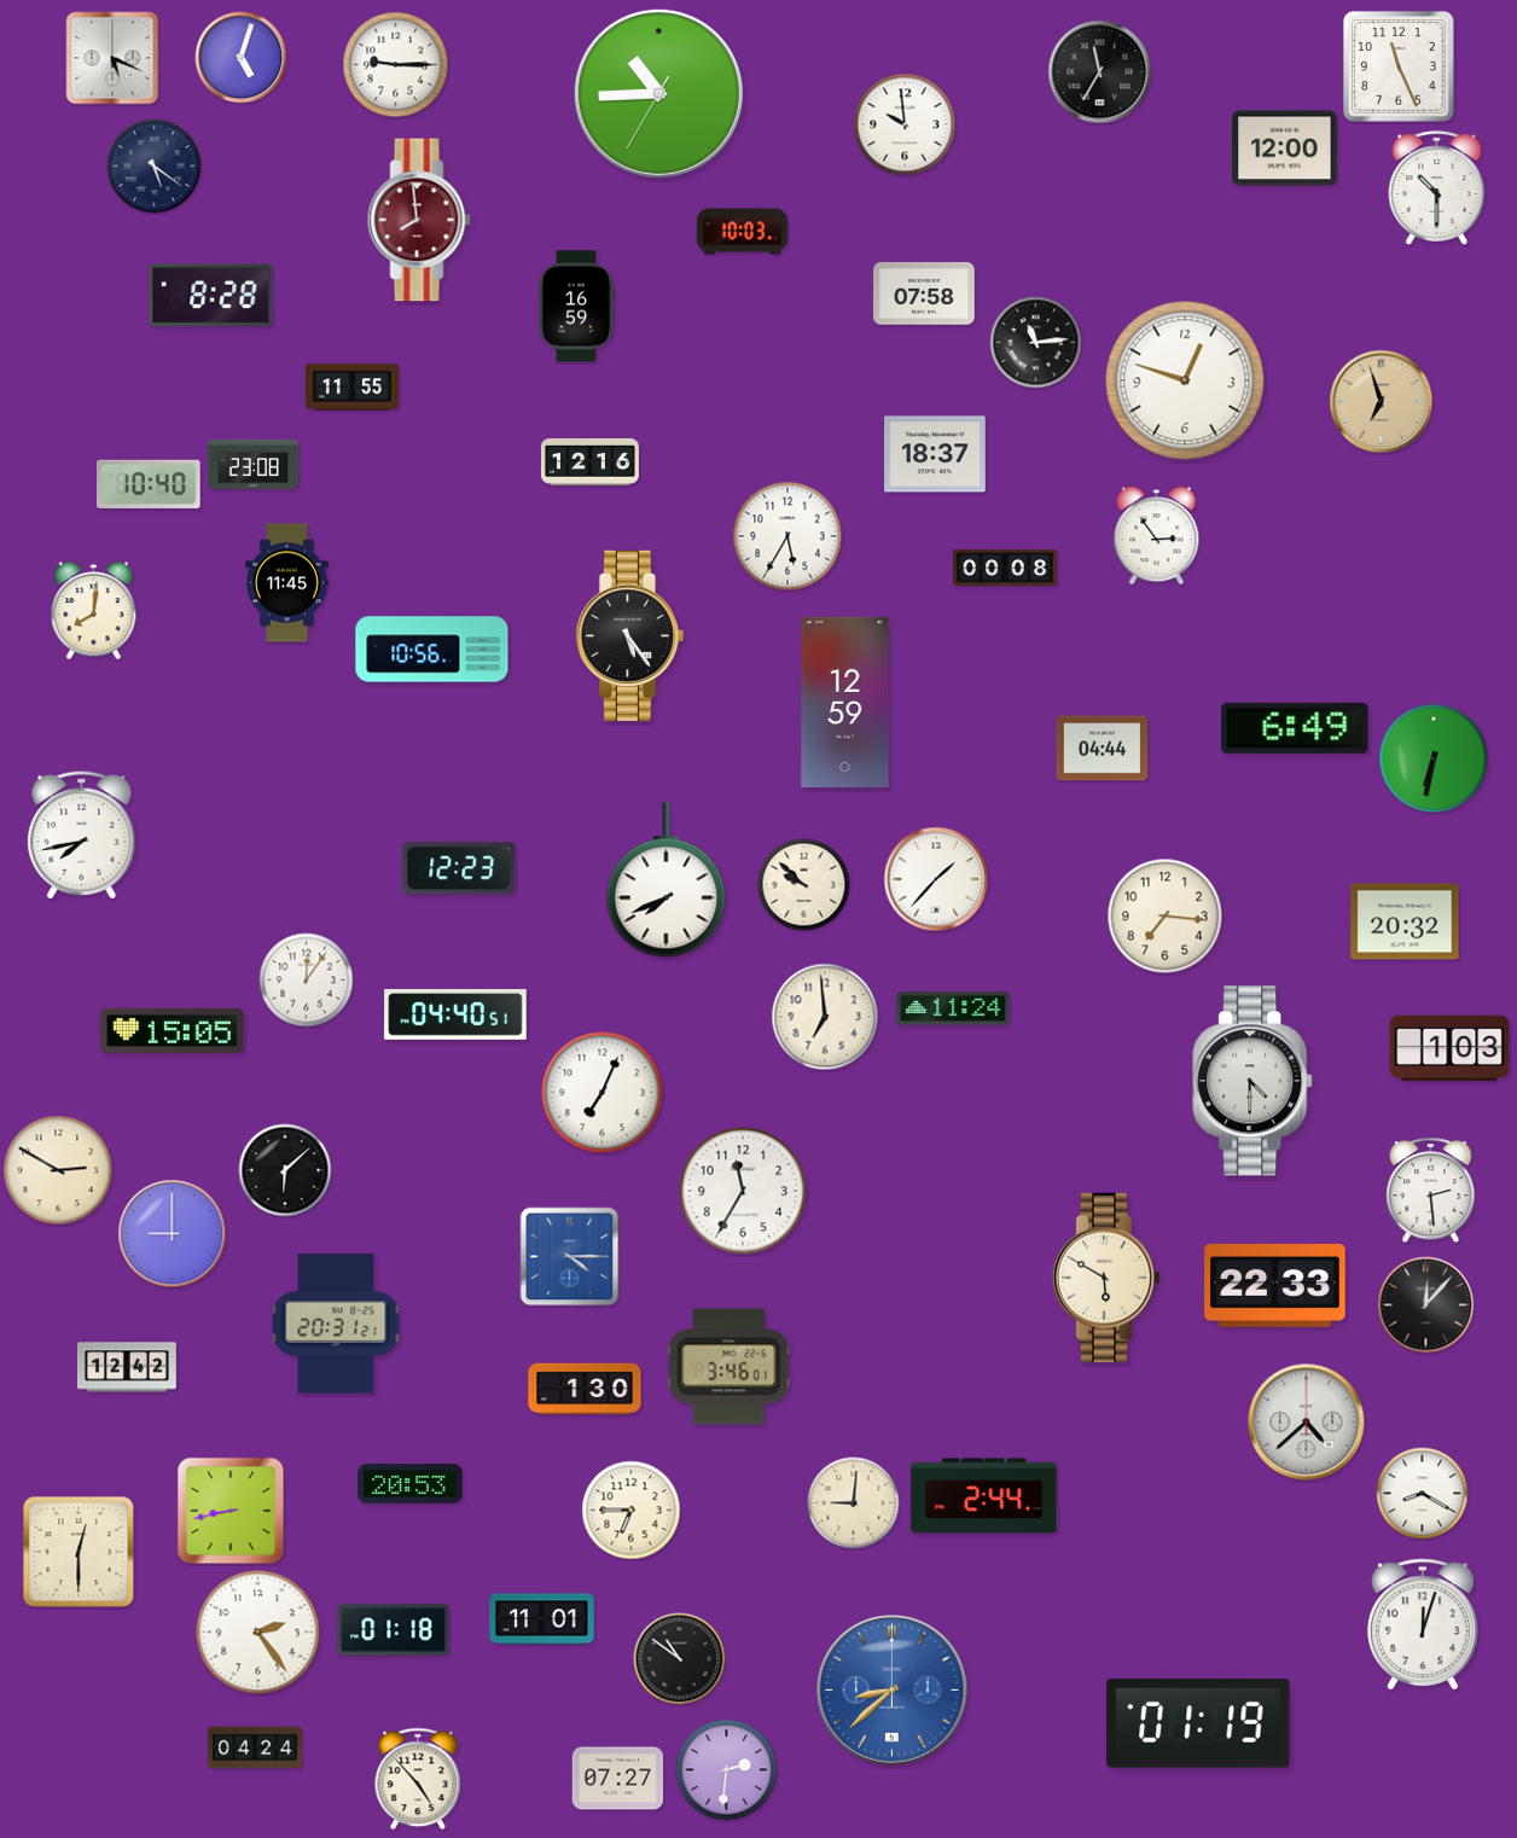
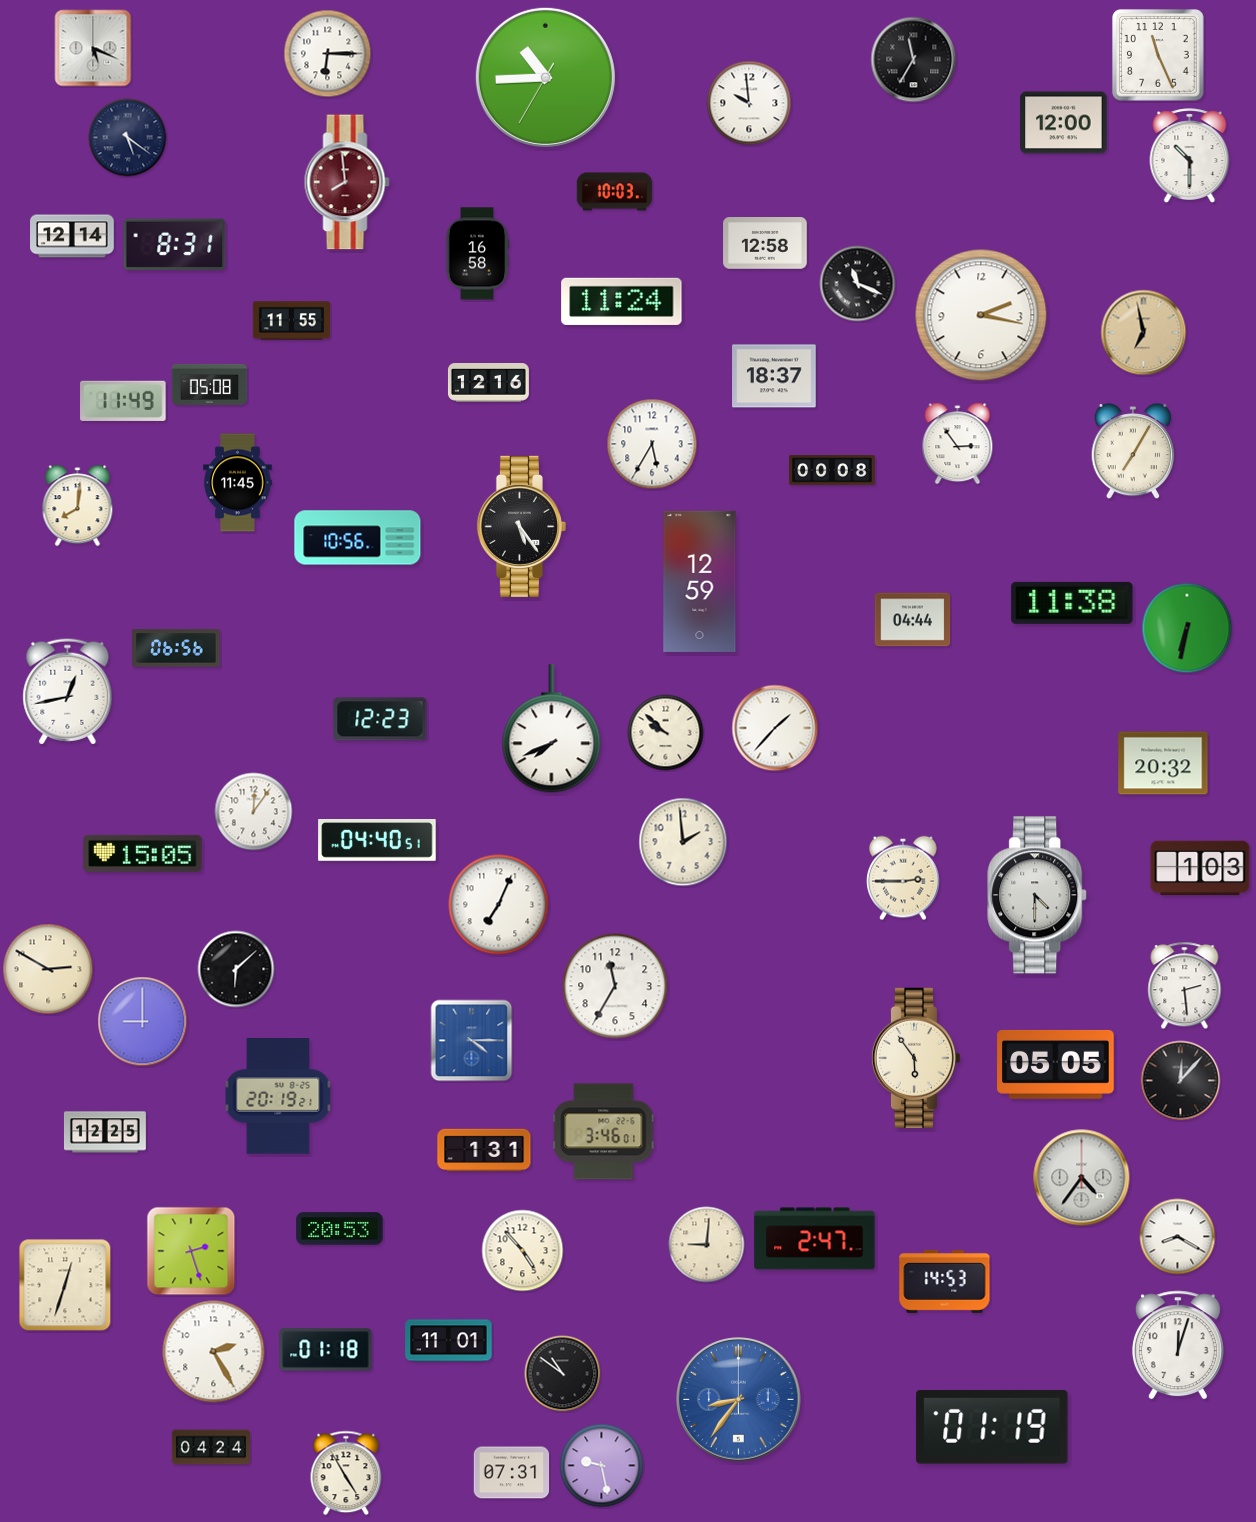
clock at (242, 58): 5:03 -> none
clock at (396, 65): 9:15 -> 6:15
clock at (1100, 72) position: (1100, 72) -> (914, 60)
clock at (72, 236): none -> 12:14
clock at (211, 295): 8:28 -> 8:31
clock at (924, 295): 07:58 -> 12:58
clock at (576, 307): 16:59 -> 16:58
clock at (1036, 343): 11:14 -> 11:19
clock at (622, 301): none -> 11:24
clock at (1185, 380): 12:48 -> 2:17
clock at (1382, 402): 6:57 -> 6:58
clock at (254, 464): 23:08 -> 05:08
clock at (149, 484): 10:40 -> 11:49
clock at (1133, 451): none -> 7:05
clock at (1295, 728): 6:49 -> 11:38
clock at (176, 648): none -> 06:56
clock at (82, 836): 7:43 -> 12:43
clock at (1166, 917): 7:16 -> none
clock at (953, 1008): 11:24 -> none
clock at (825, 1017): 6:59 -> 1:59
clock at (904, 878): none -> 2:45
clock at (1105, 1278): 5:50 -> 5:54
clock at (1275, 1285): 22:33 -> 05:05
clock at (336, 1325): 20:31 -> 20:19
clock at (127, 1367): 12:42 -> 12:25
clock at (585, 1389): 1:30 -> 1:31
clock at (1307, 1423): 4:38 -> 4:36
clock at (984, 1496): 2:44 -> 2:47
clock at (231, 1511): 8:43 -> 2:27
clock at (632, 1511): 6:45 -> 4:53
clock at (945, 1281): none -> 14:53
clock at (79, 1552): 12:30 -> 12:33
clock at (258, 1633): 2:24 -> 2:25
clock at (893, 1691): 8:38 -> 8:36
clock at (727, 1770): 2:31 -> 9:28
clock at (418, 1779): 4:53 -> 4:55
clock at (618, 1779): 07:27 -> 07:31
